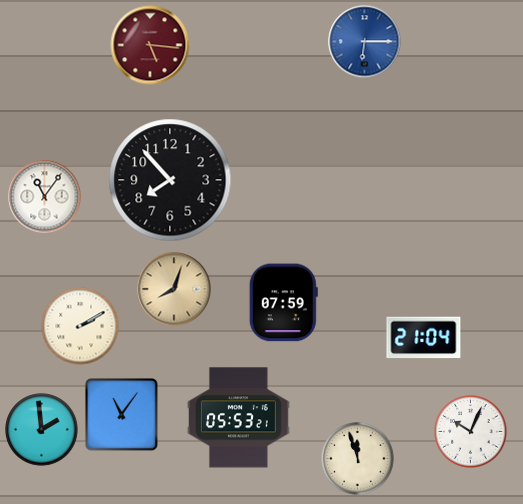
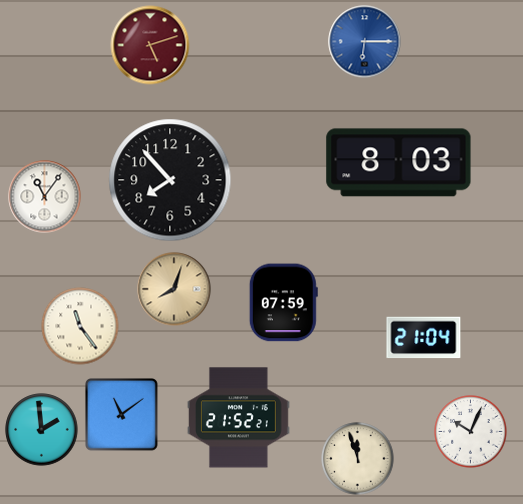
clock at (150, 45): 5:16 -> 5:12
clock at (399, 163): none -> 8:03
clock at (80, 326): 2:10 -> 11:24
clock at (122, 415): 11:06 -> 11:09
clock at (238, 418): 05:53 -> 21:52
